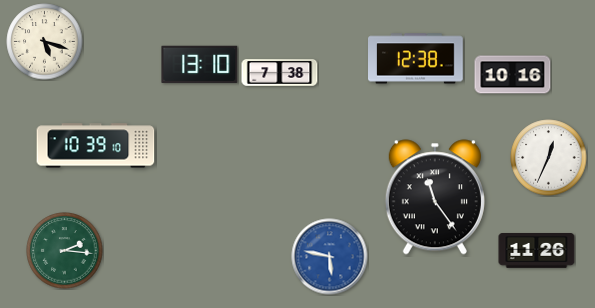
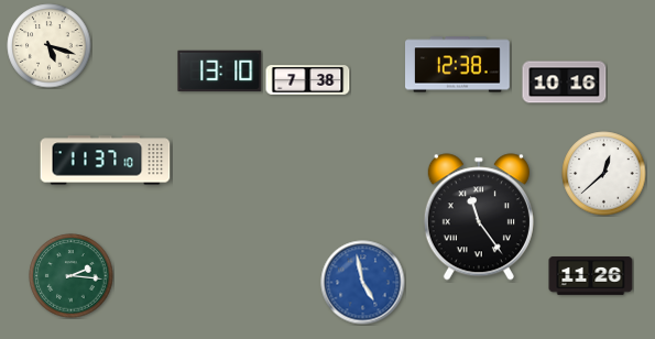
clock at (96, 146): 10:39 -> 11:37
clock at (549, 158): 12:34 -> 12:38
clock at (330, 257): 5:47 -> 4:58
